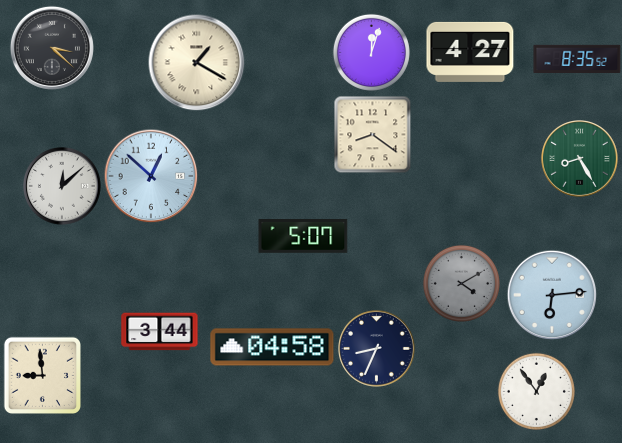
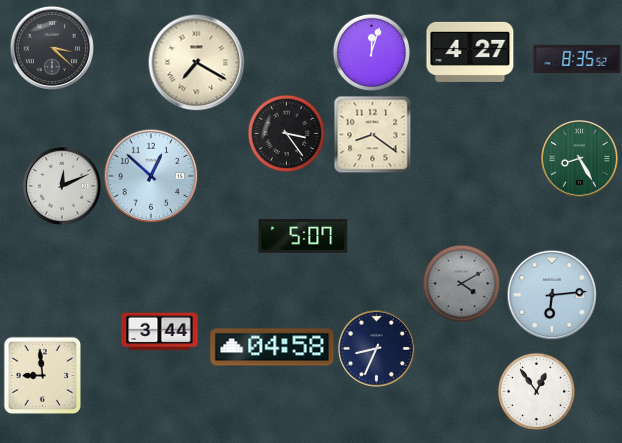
clock at (197, 63): 1:20 -> 7:20
clock at (286, 133): none -> 3:24
clock at (62, 186): 12:08 -> 12:11
